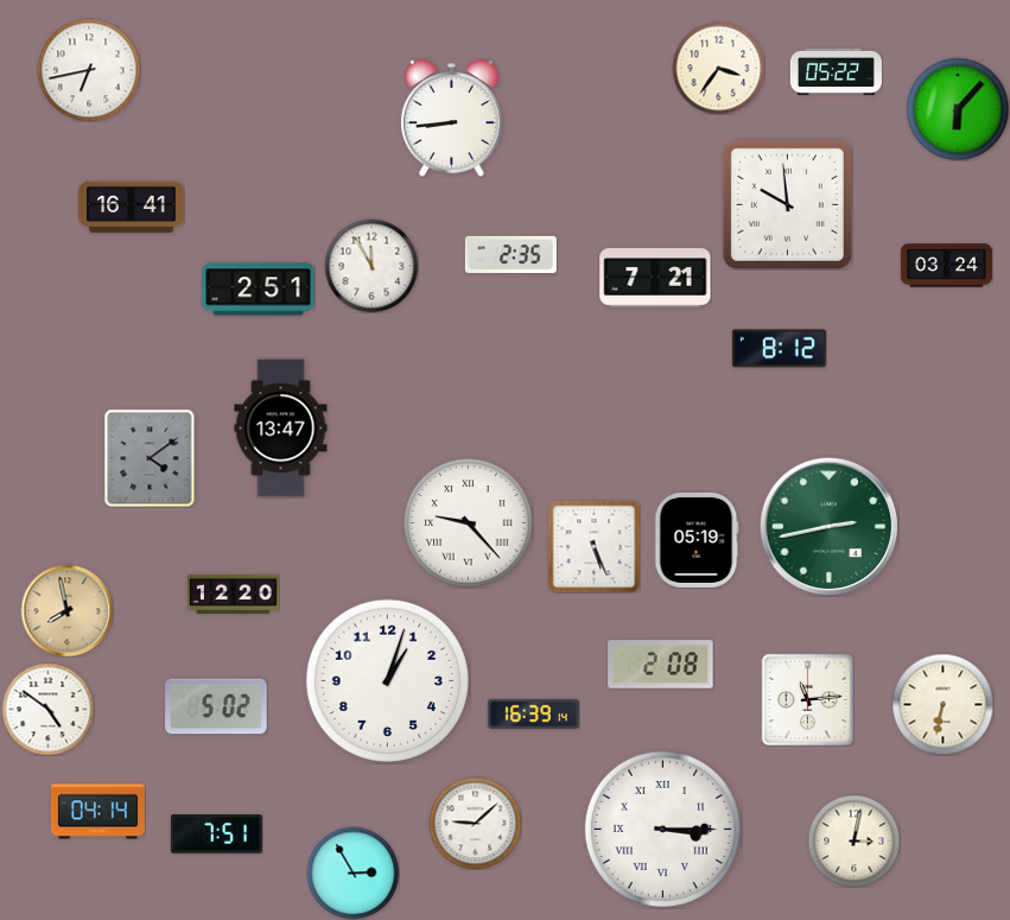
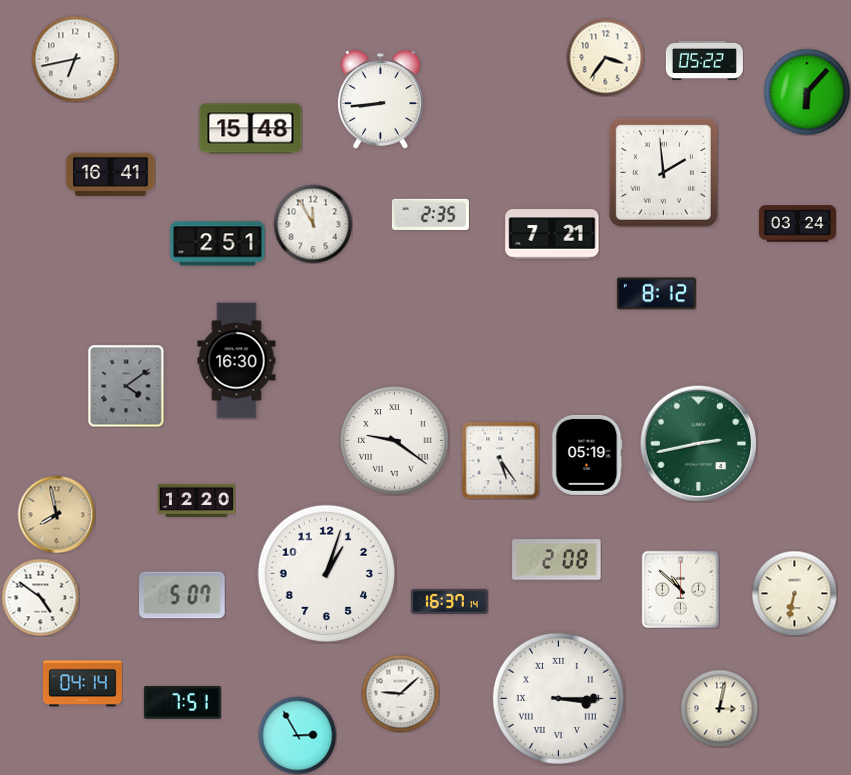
clock at (251, 129): none -> 15:48
clock at (787, 204): 9:59 -> 1:59
clock at (281, 429): 13:47 -> 16:30
clock at (469, 524): 9:23 -> 9:21
clock at (593, 546): 5:26 -> 5:24
clock at (807, 699): 11:14 -> 10:52
clock at (216, 706): 5:02 -> 5:07
clock at (533, 713): 16:39 -> 16:37
